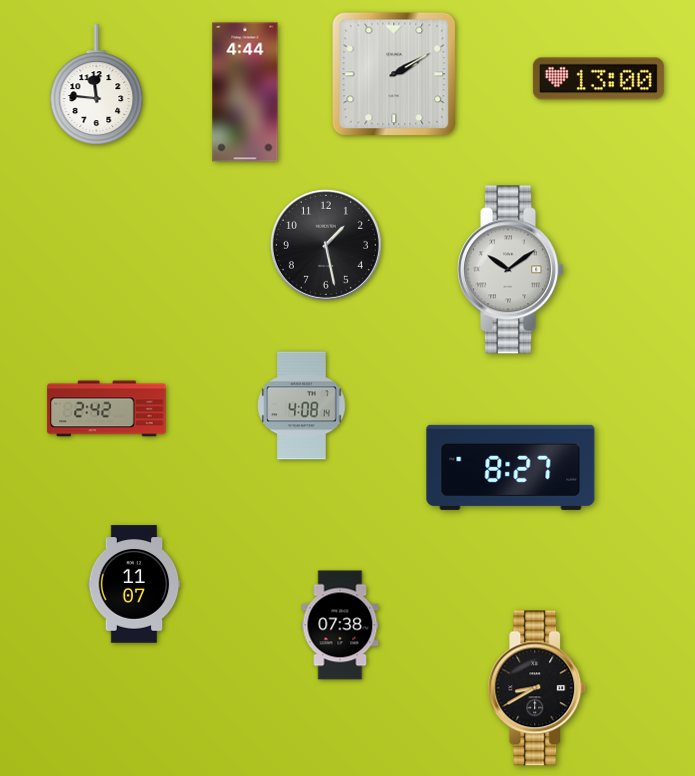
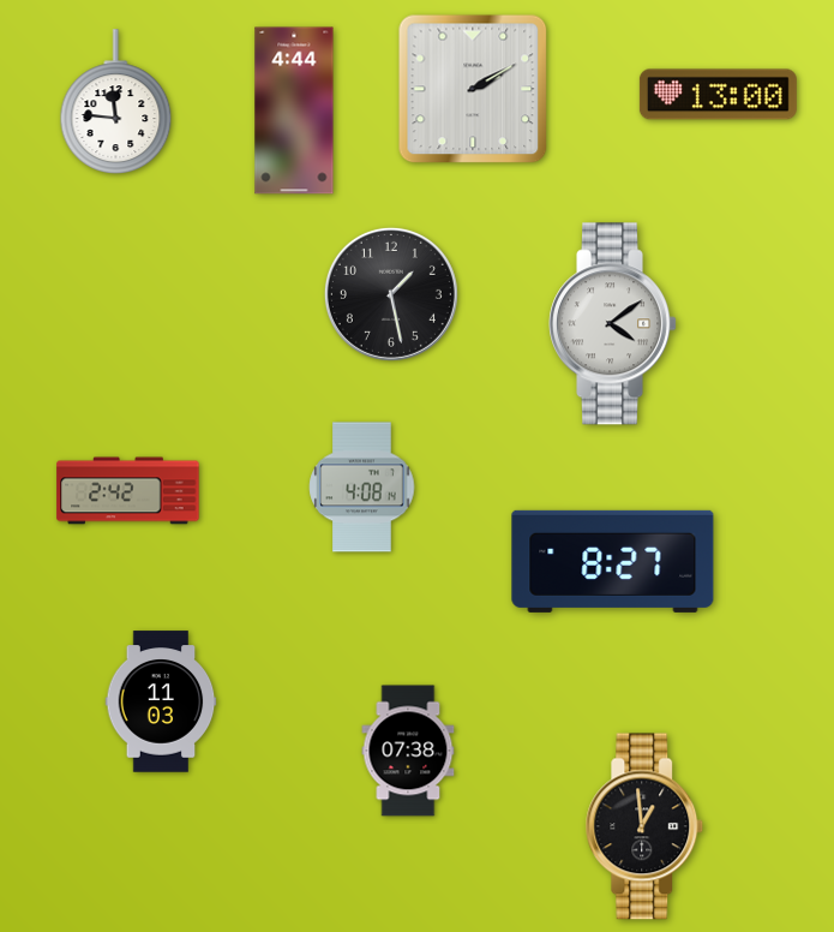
clock at (511, 270): 10:09 -> 4:09
clock at (134, 584): 11:07 -> 11:03
clock at (537, 688): 8:40 -> 12:59
